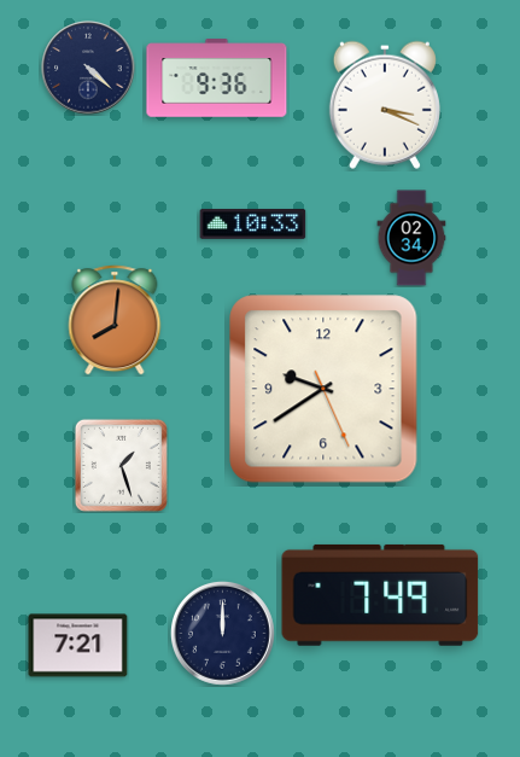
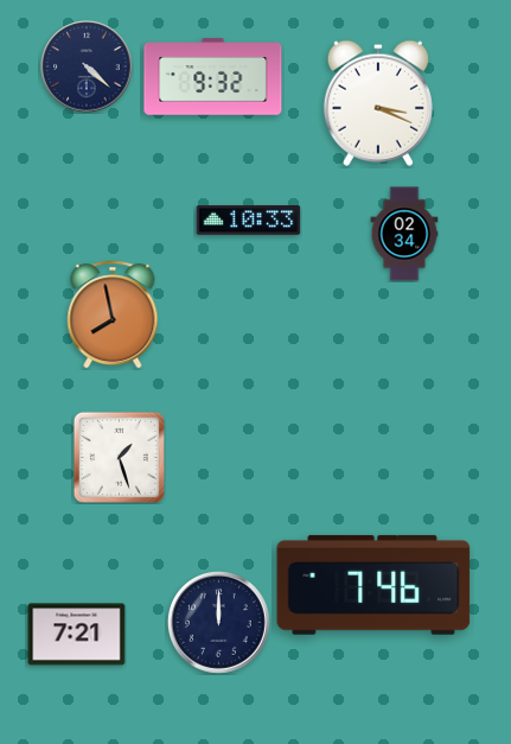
clock at (217, 78): 9:36 -> 9:32
clock at (115, 320): 8:01 -> 7:58
clock at (323, 389): 9:39 -> none
clock at (380, 595): 7:49 -> 7:46
